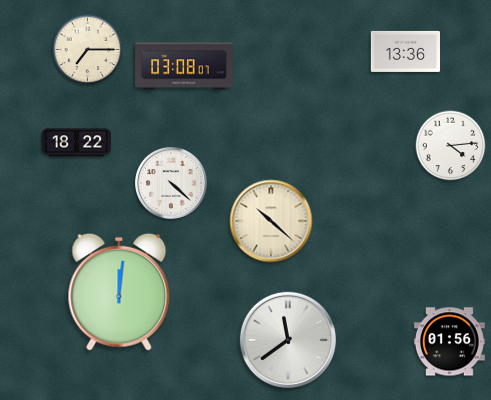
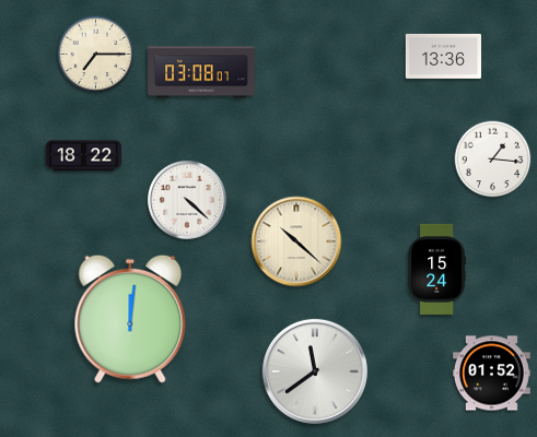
clock at (451, 146): 4:14 -> 1:16
clock at (436, 269): none -> 15:24
clock at (449, 342): 01:56 -> 01:52
